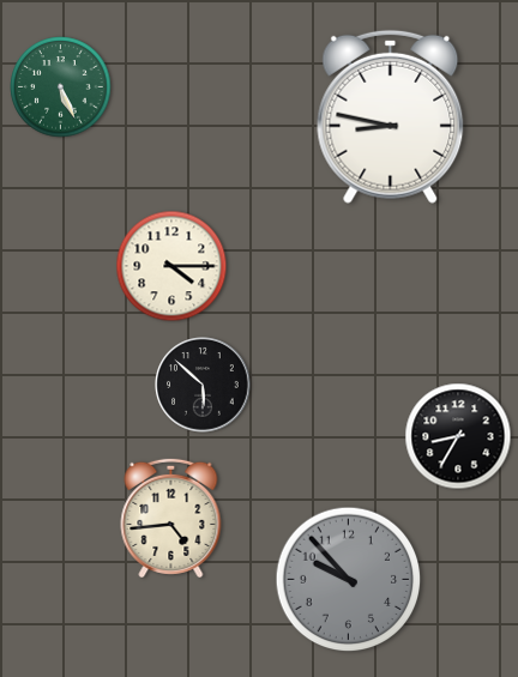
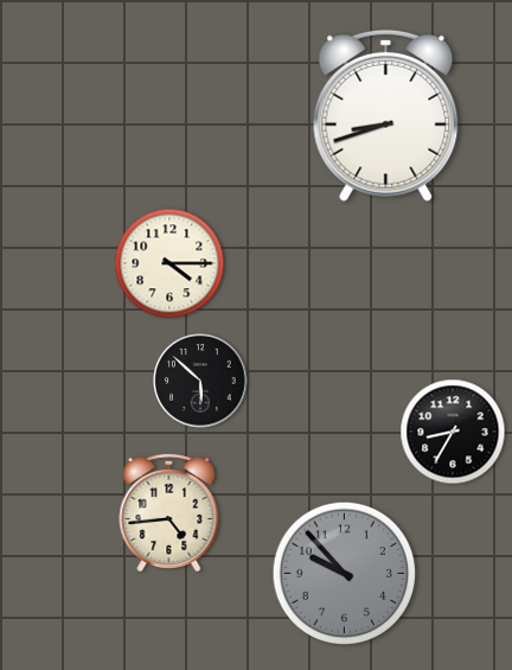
clock at (61, 87): 5:26 -> none
clock at (391, 116): 8:47 -> 8:42
